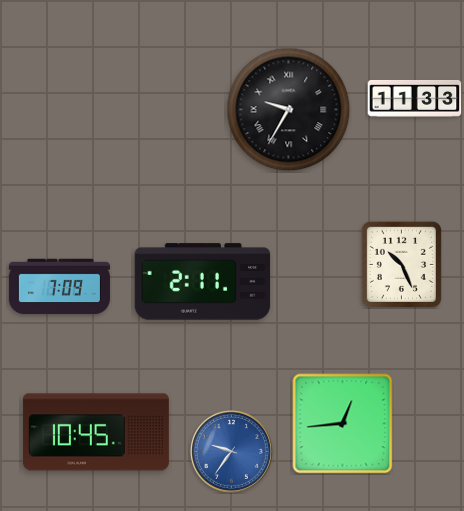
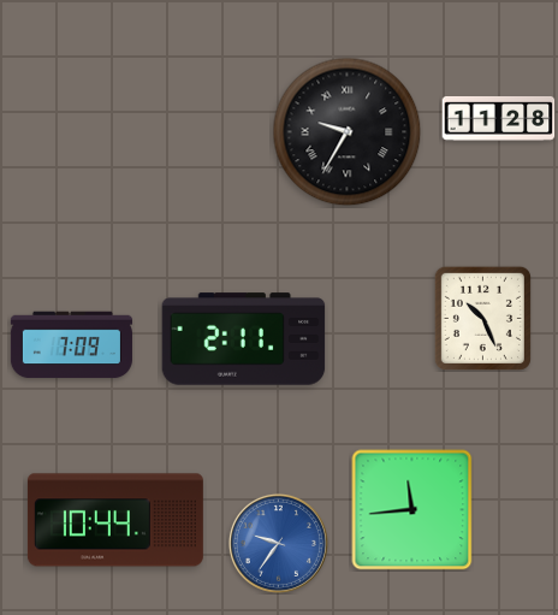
clock at (415, 98): 11:33 -> 11:28
clock at (343, 424): 12:44 -> 11:44
clock at (96, 432): 10:45 -> 10:44
